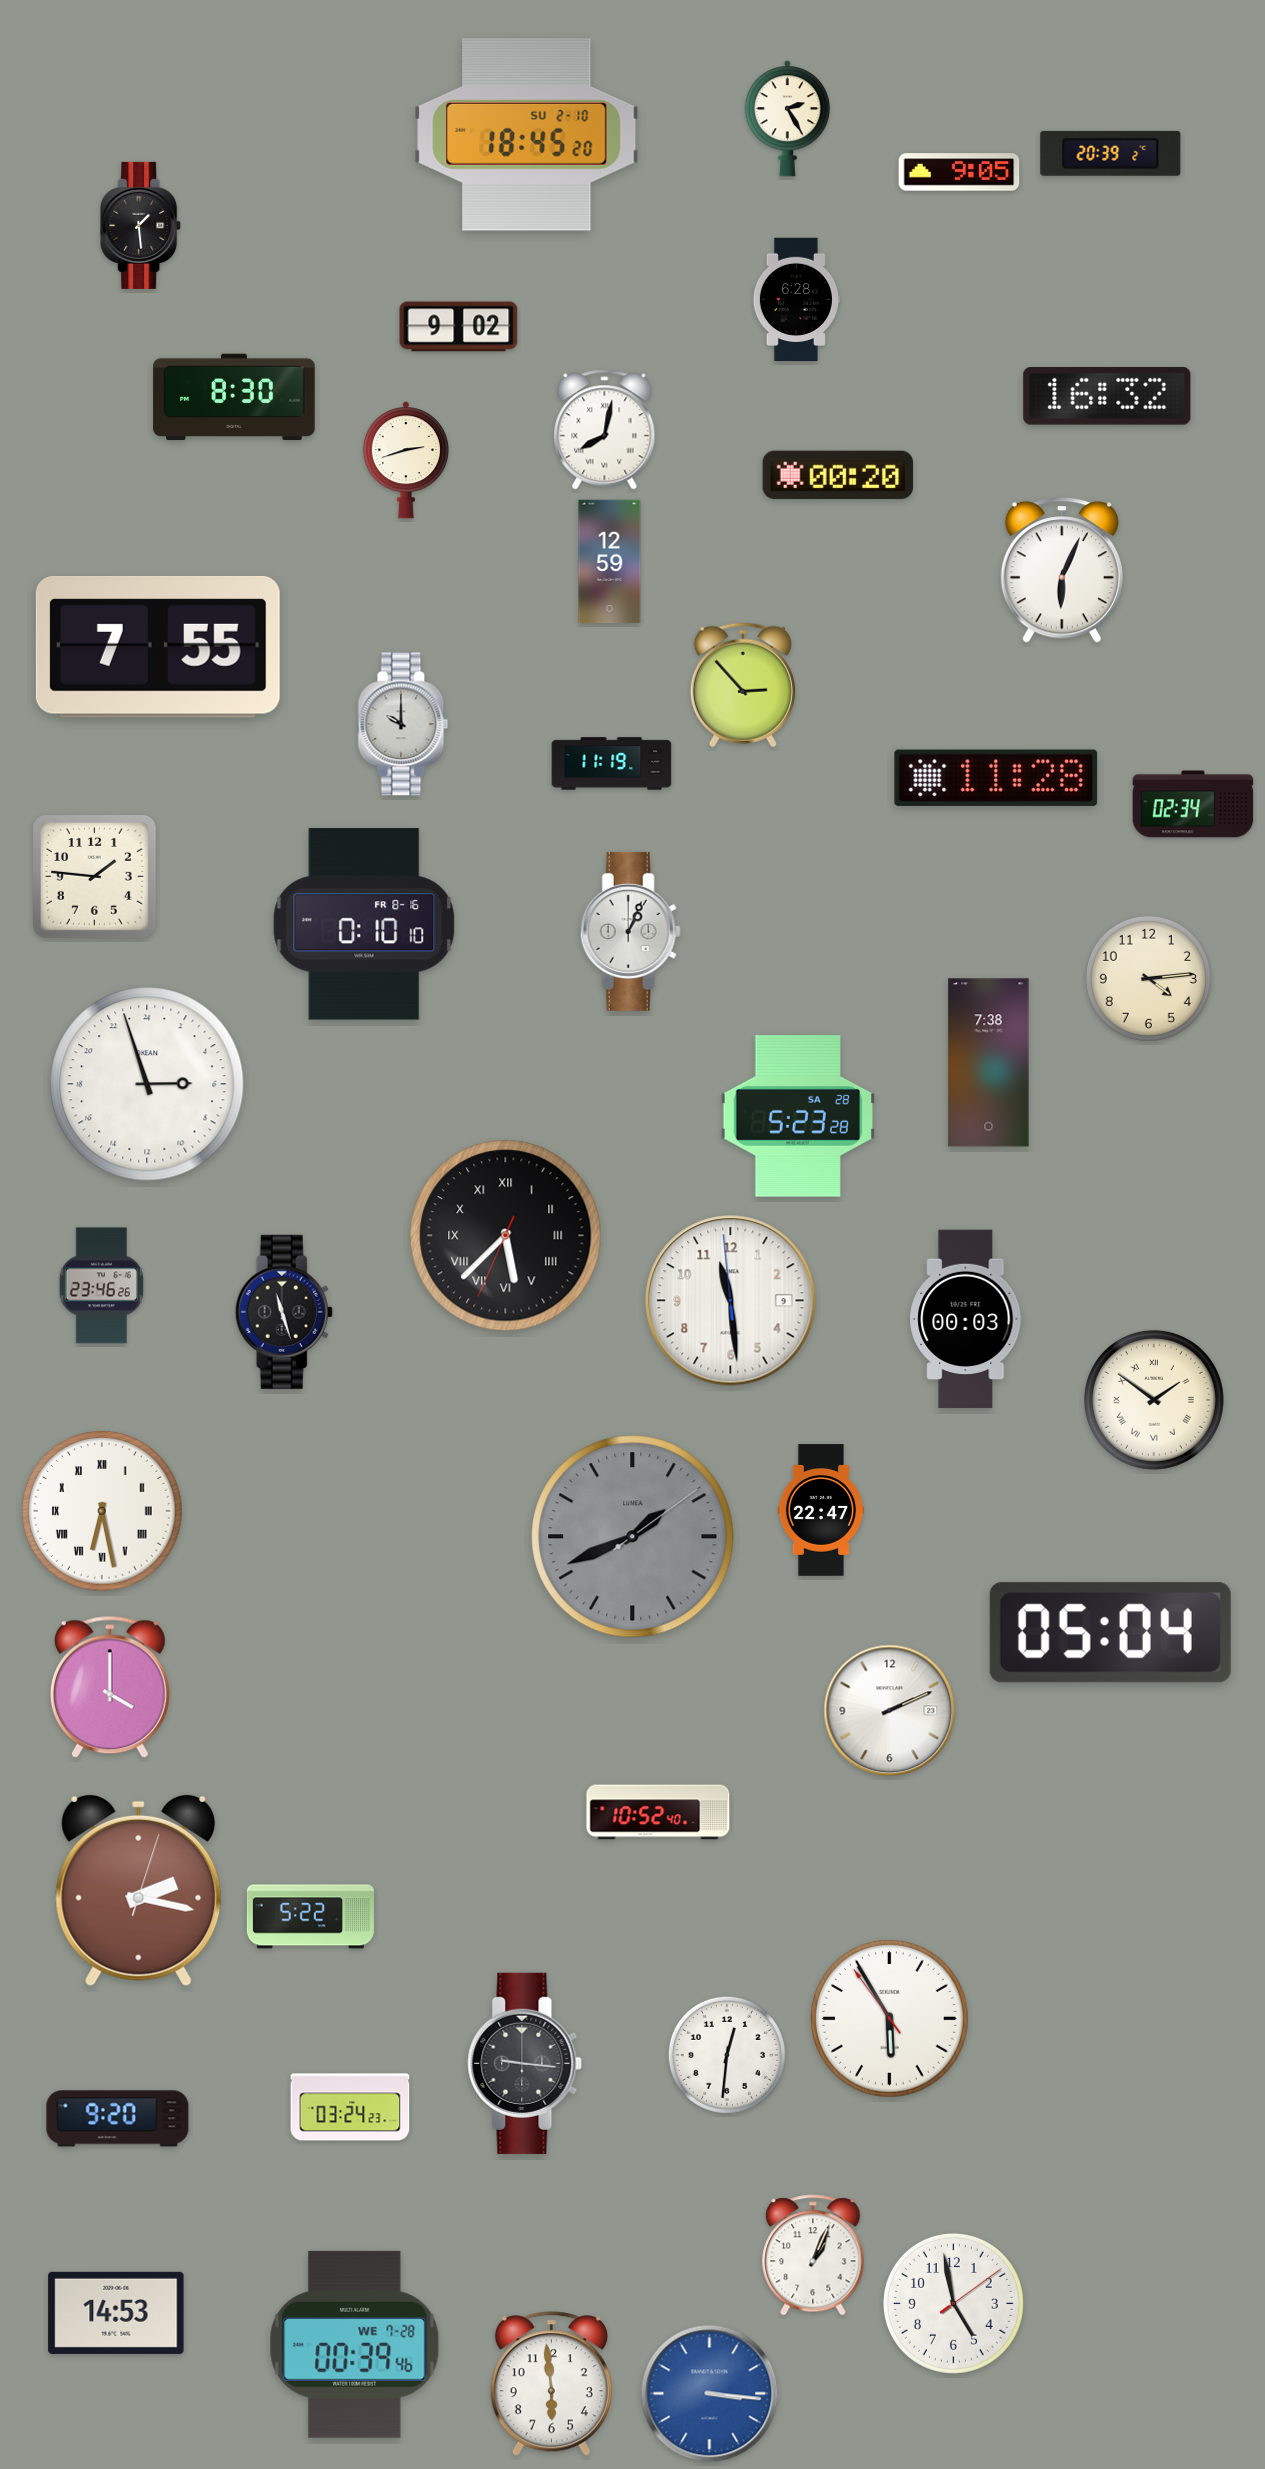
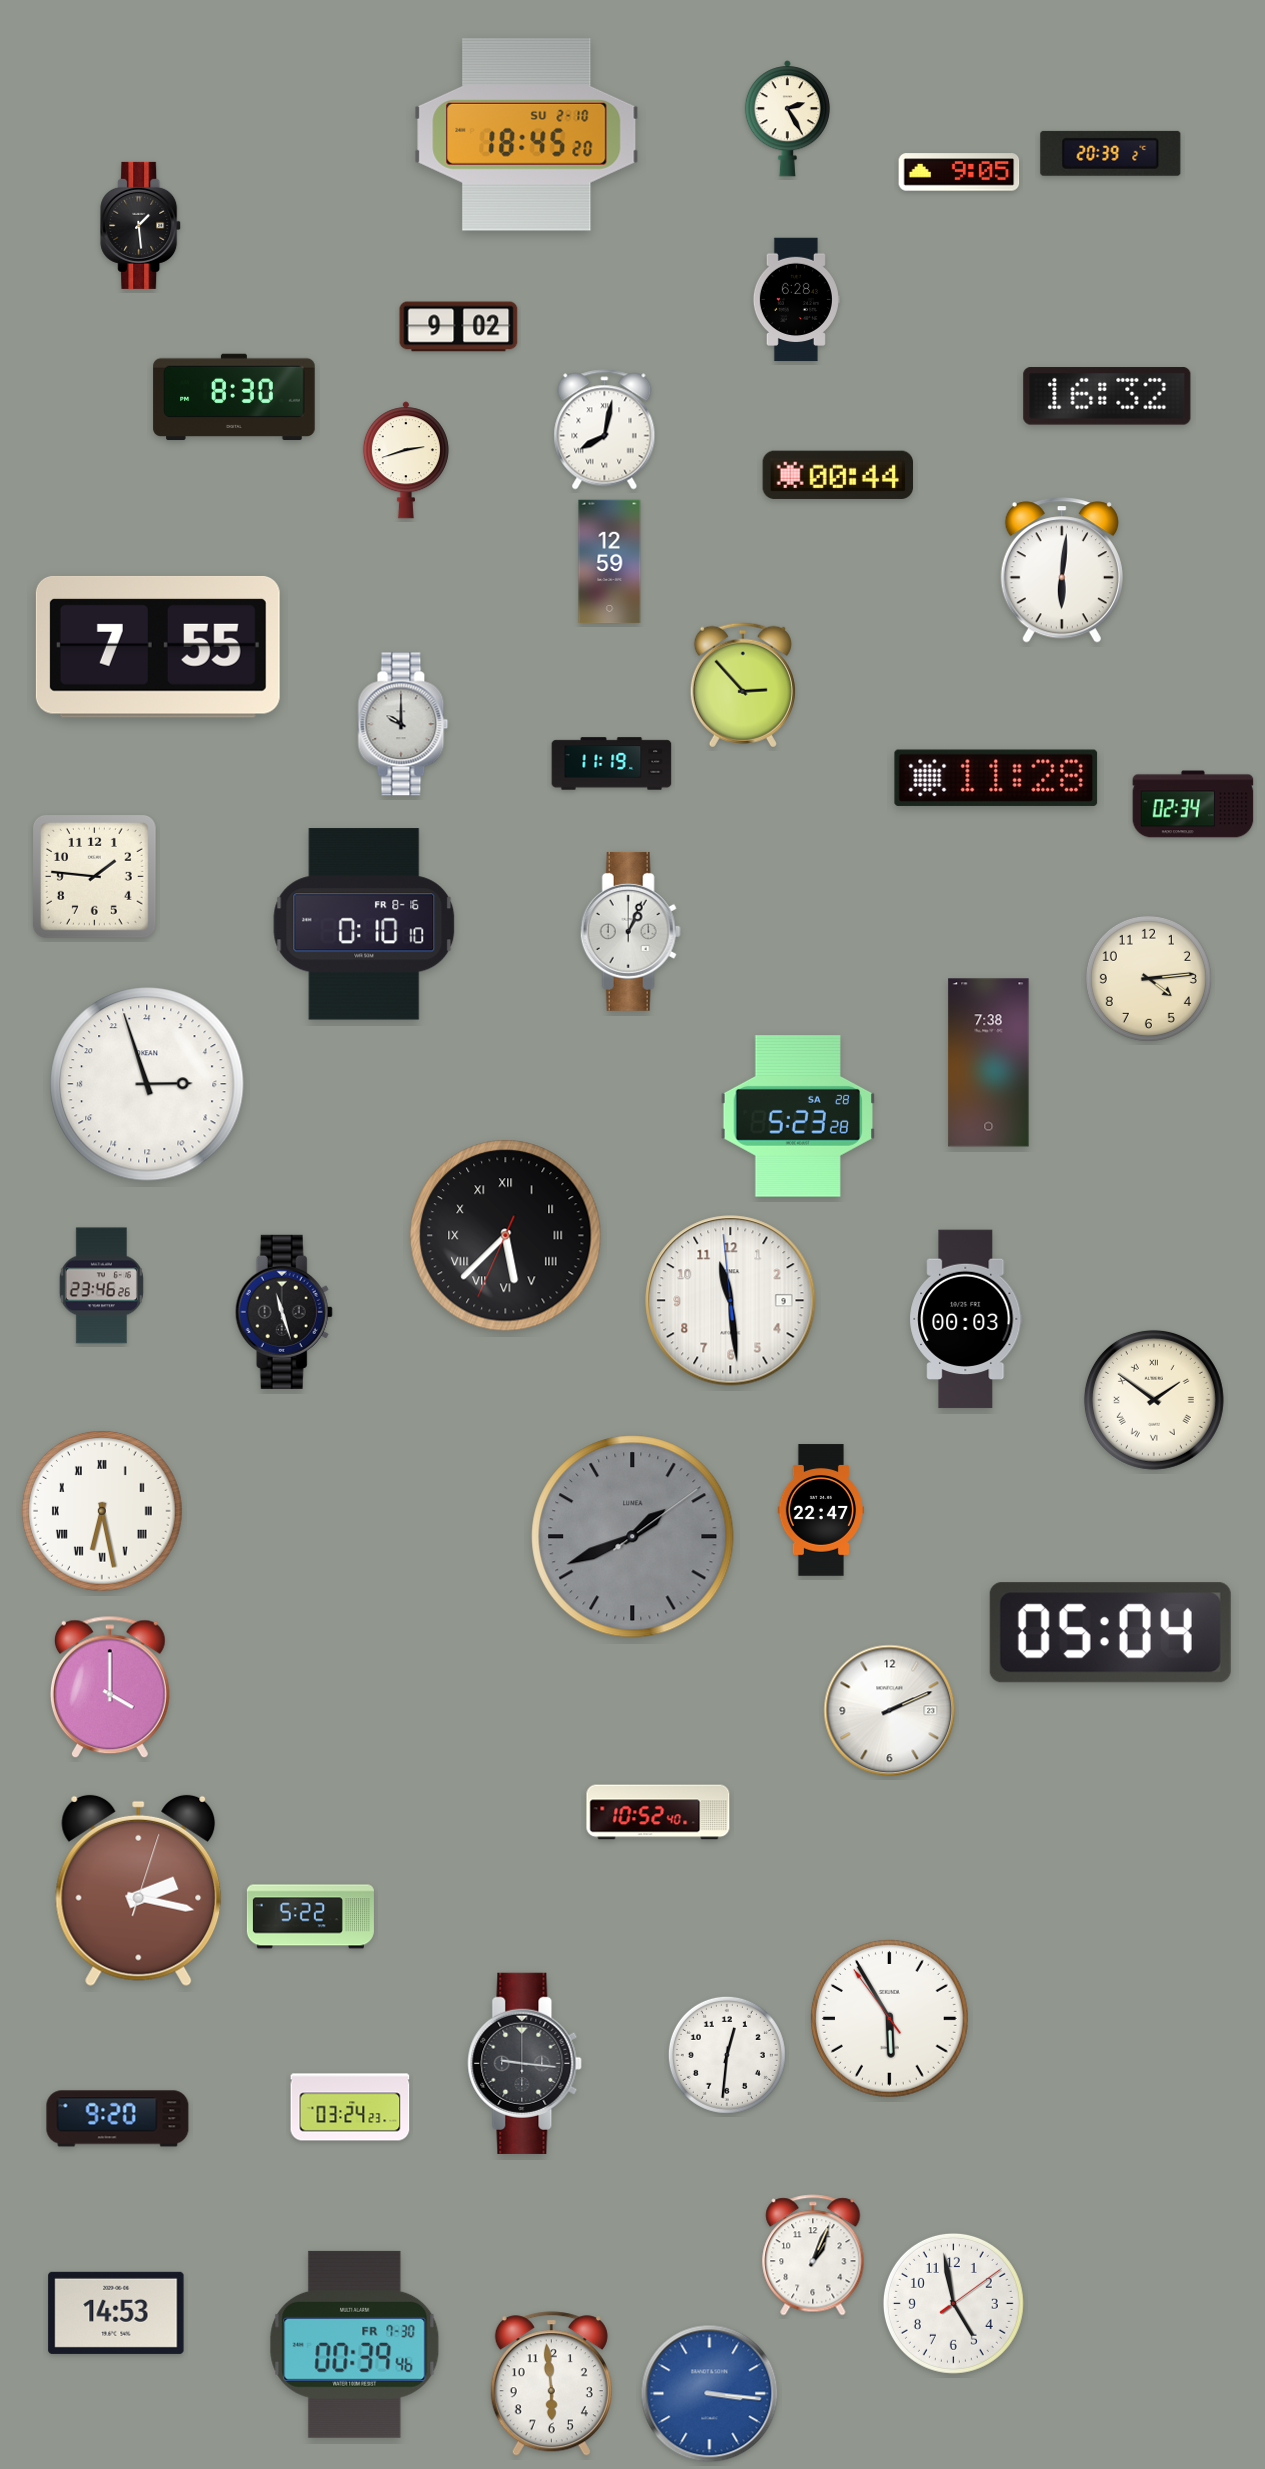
clock at (837, 474): 00:20 -> 00:44
clock at (1062, 570): 6:04 -> 6:01
clock at (355, 2344) date: WE 7-28 -> FR 7-30
